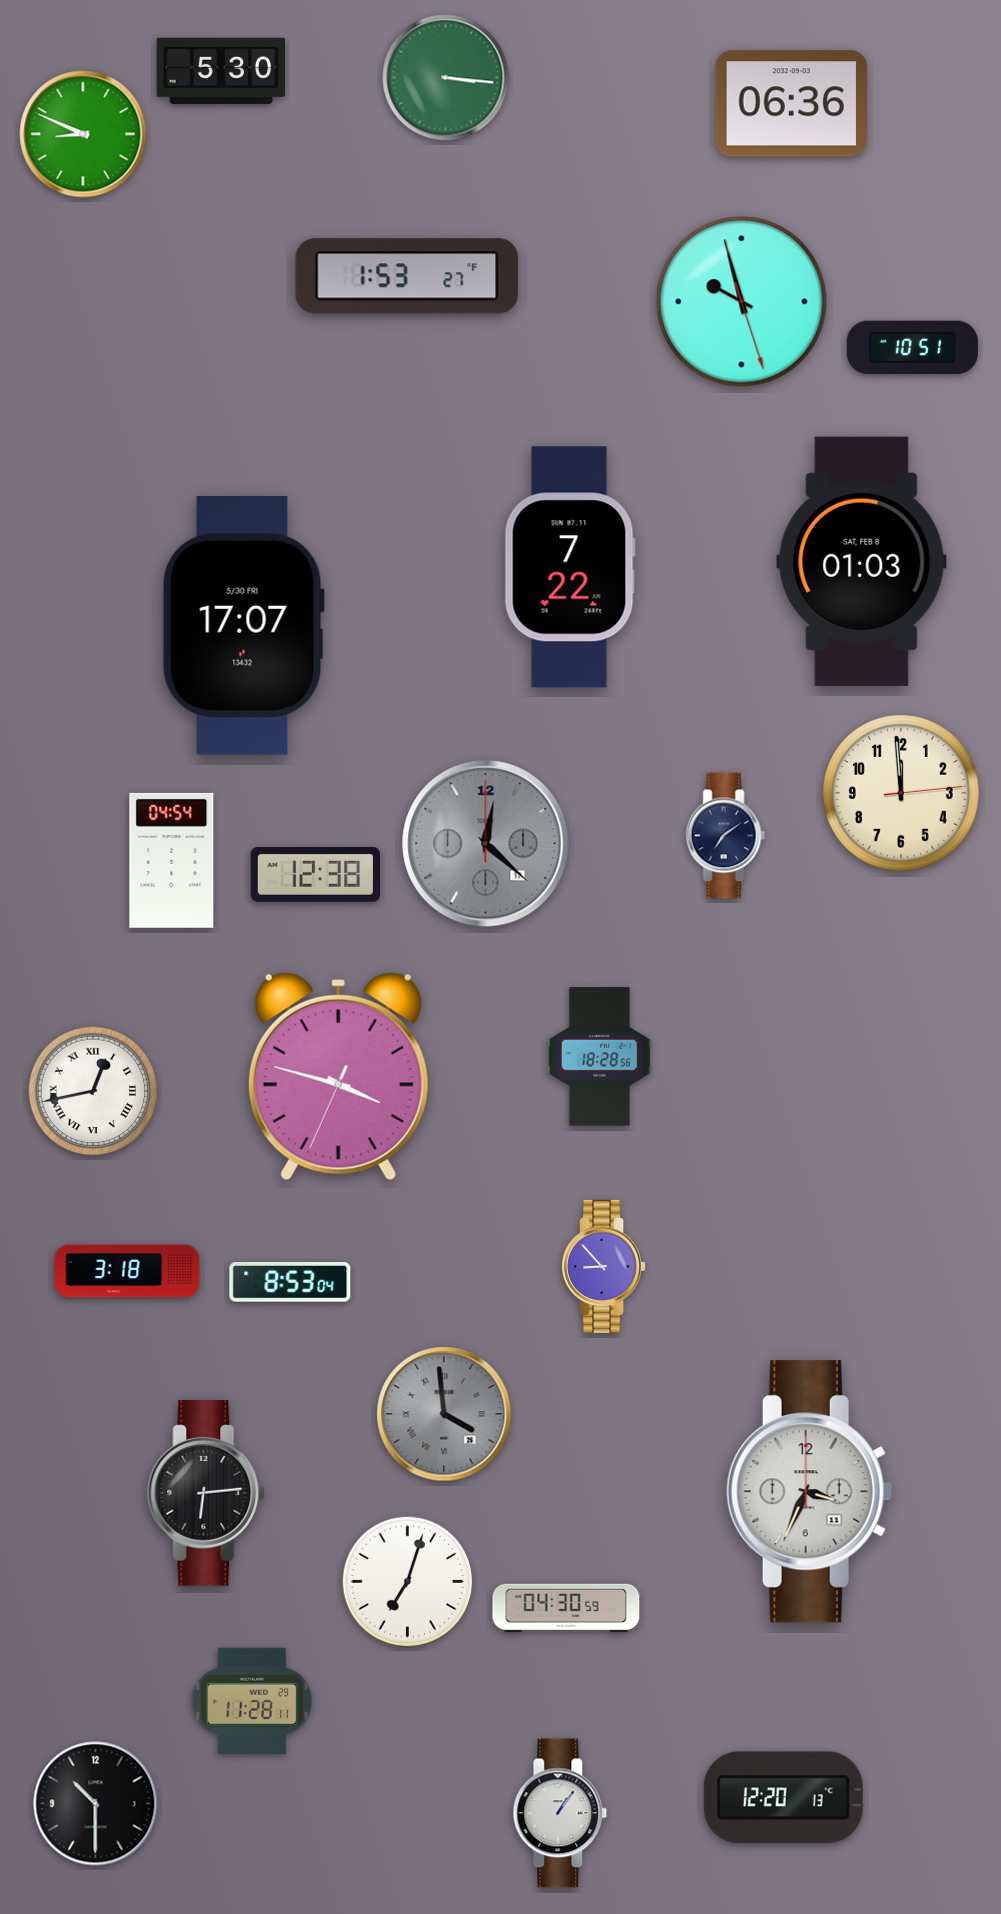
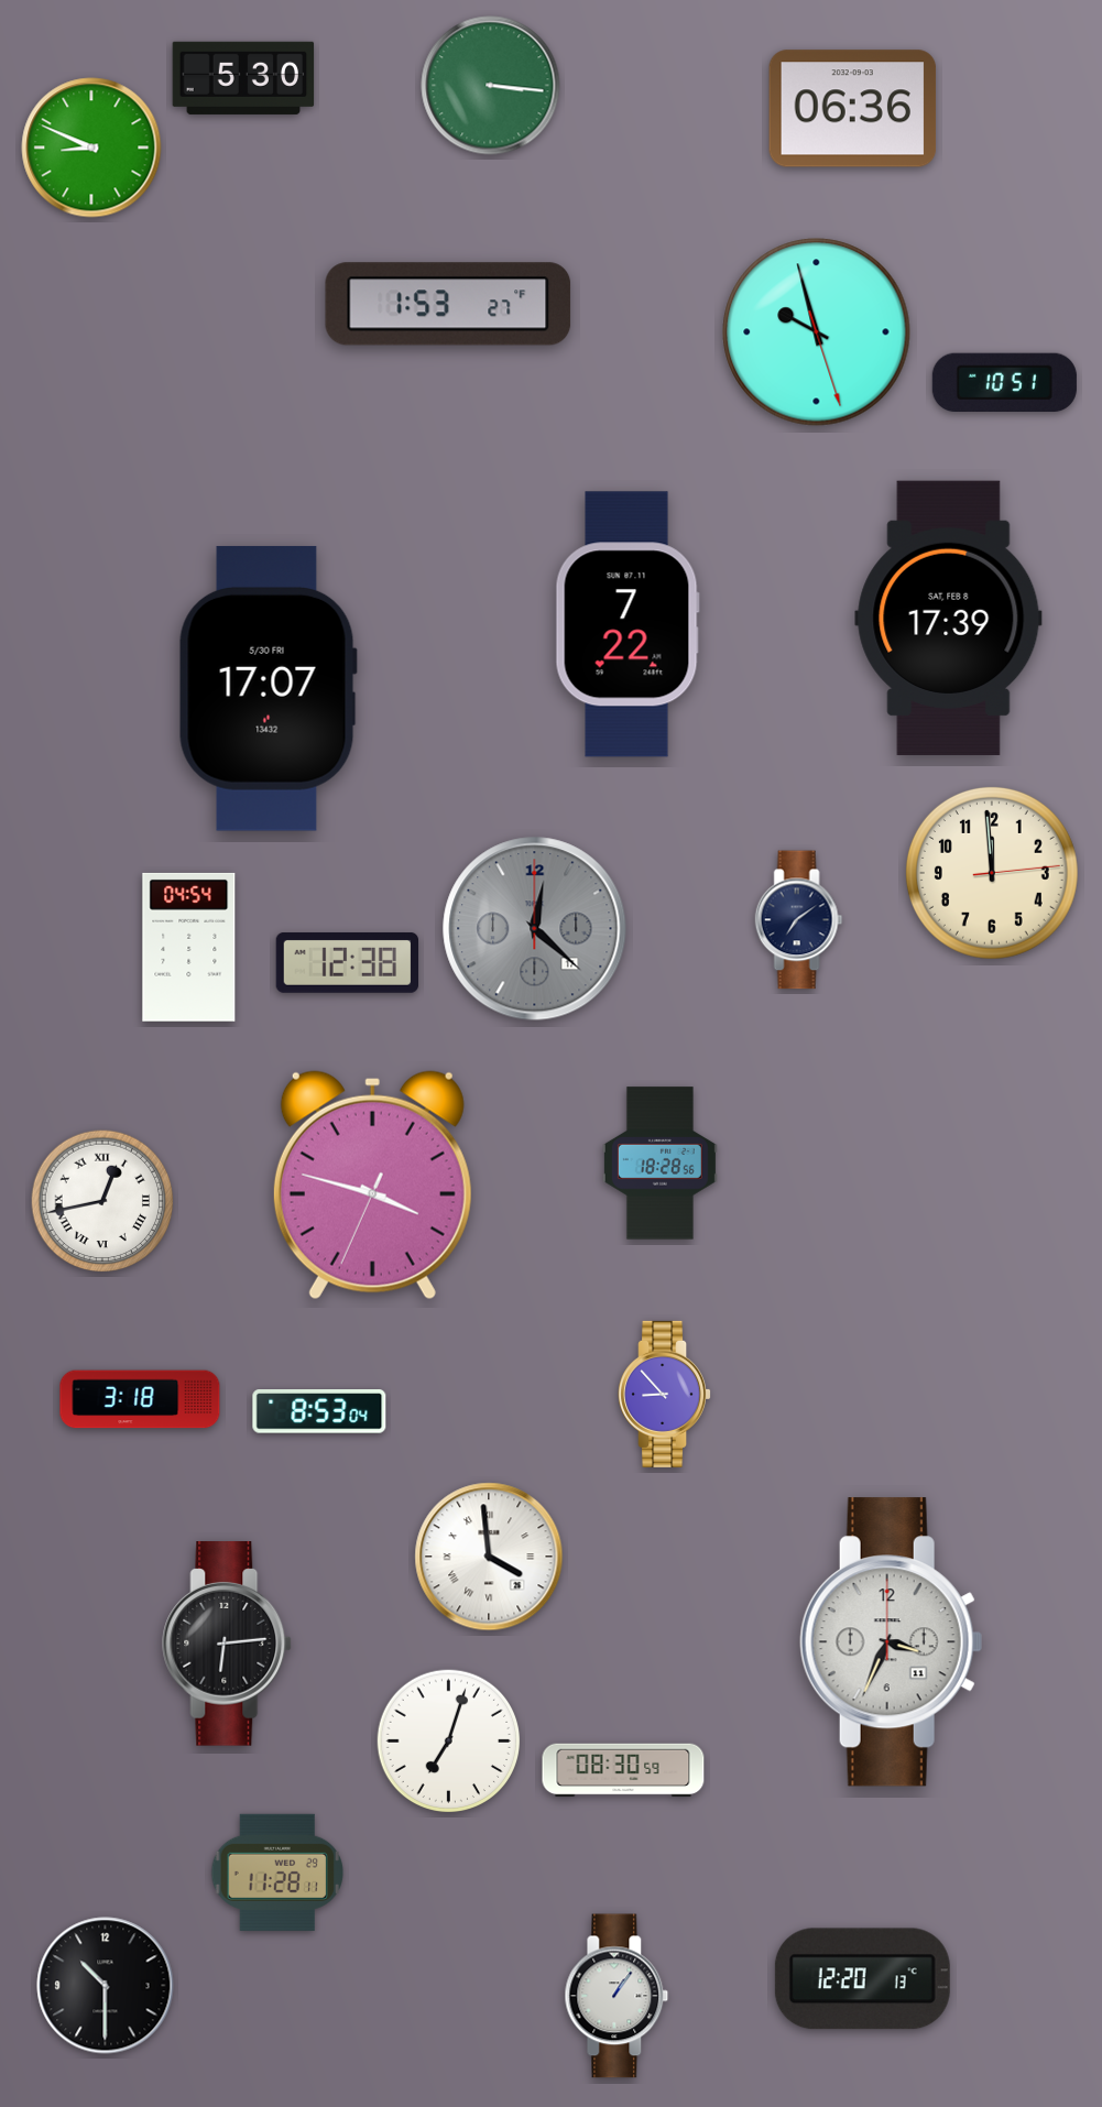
clock at (792, 104) position: (792, 104) -> (853, 109)
clock at (862, 561): 01:03 -> 17:39
clock at (444, 1414) dial: grey -> white
clock at (566, 1608): 04:30 -> 08:30
